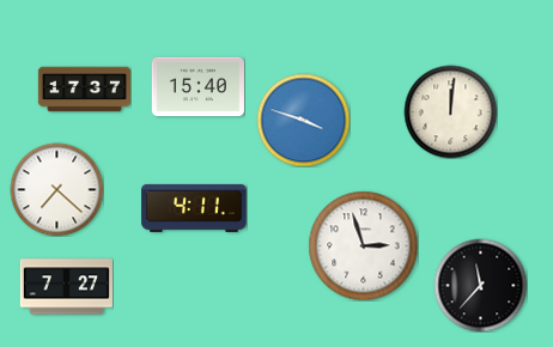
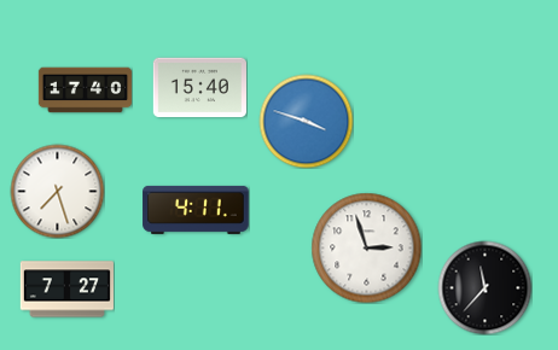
clock at (84, 90): 17:37 -> 17:40
clock at (450, 111): 12:01 -> none
clock at (56, 189): 7:22 -> 7:27
